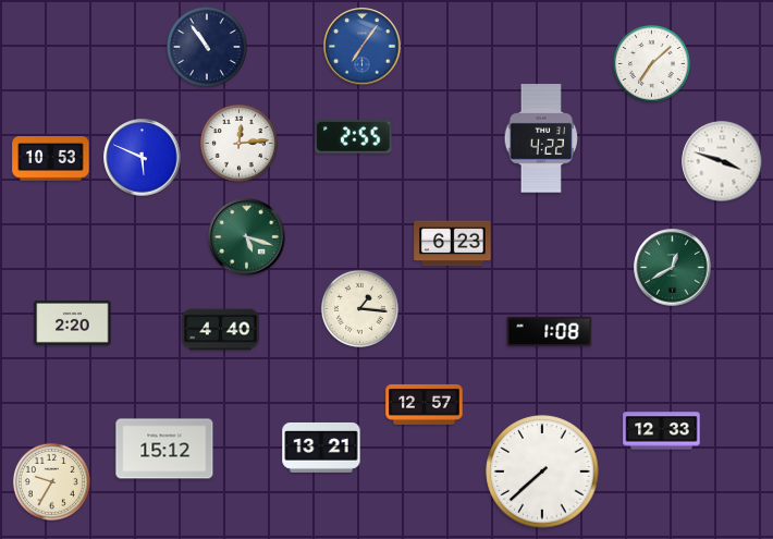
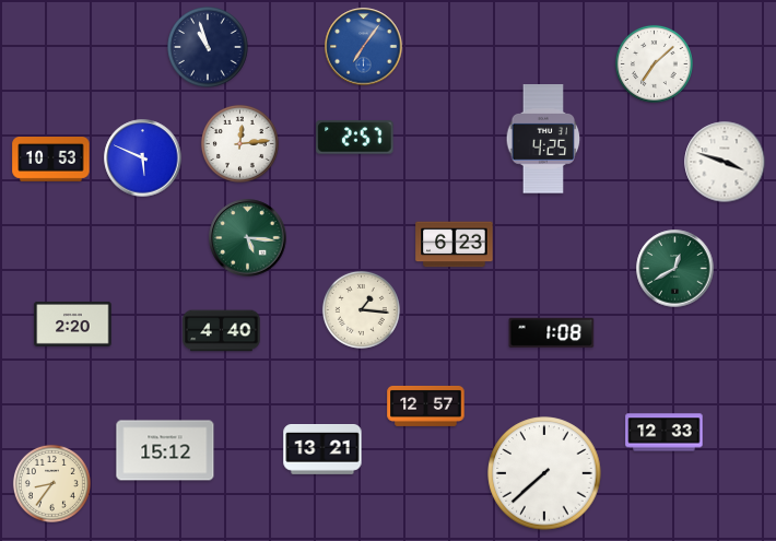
clock at (207, 47): 10:54 -> 10:57
clock at (354, 137): 2:55 -> 2:57
clock at (541, 138): 4:22 -> 4:25
clock at (247, 237): 5:18 -> 5:16
clock at (51, 481): 9:35 -> 8:36
